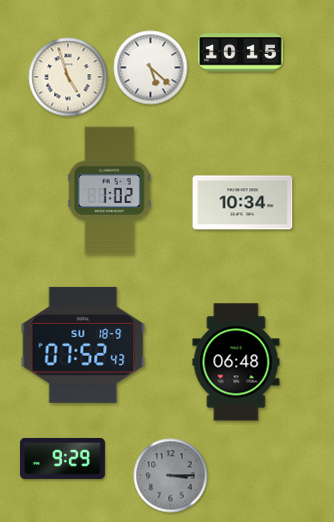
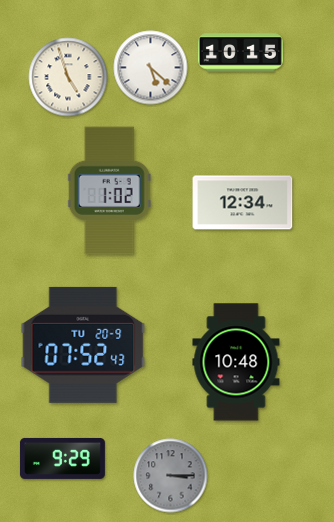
clock at (243, 203): 10:34 -> 12:34
clock at (83, 345) date: SU 18-9 -> TU 20-9
clock at (236, 362): 06:48 -> 10:48
